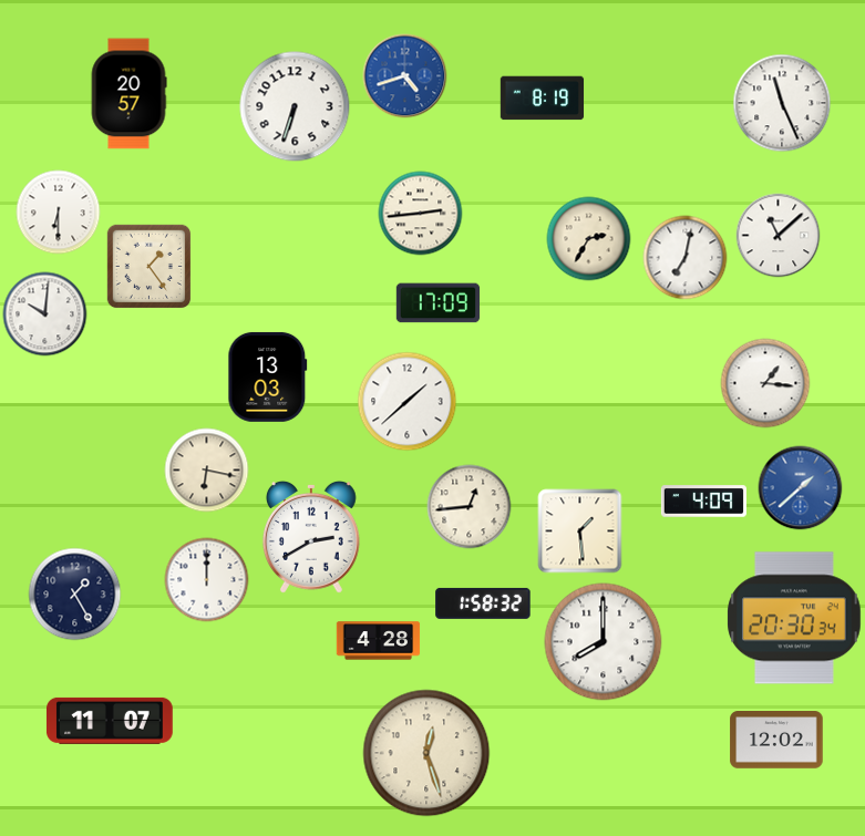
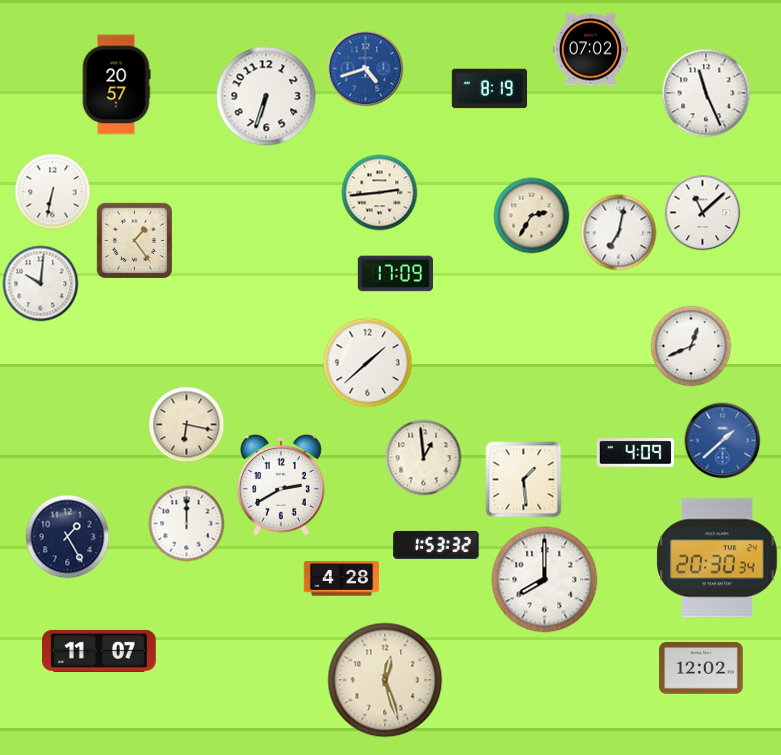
clock at (590, 50): none -> 07:02
clock at (59, 213): 6:30 -> 6:32
clock at (268, 376): 13:03 -> none
clock at (765, 383): 1:16 -> 12:41
clock at (470, 507): 12:44 -> 12:59
clock at (483, 603): 1:58 -> 1:53
